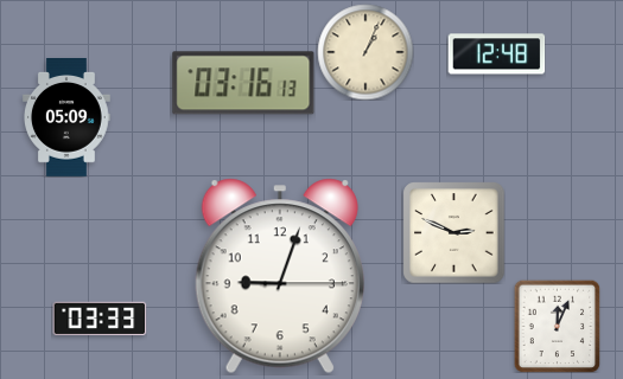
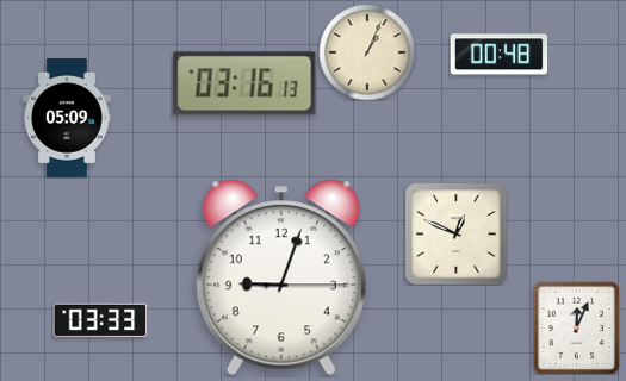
clock at (496, 54): 12:48 -> 00:48
clock at (453, 232): 2:49 -> 12:49
clock at (558, 326) position: (558, 326) -> (577, 327)
